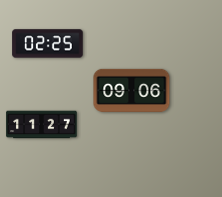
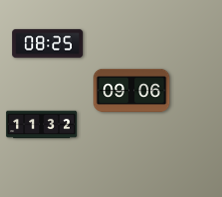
clock at (48, 44): 02:25 -> 08:25
clock at (42, 125): 11:27 -> 11:32
